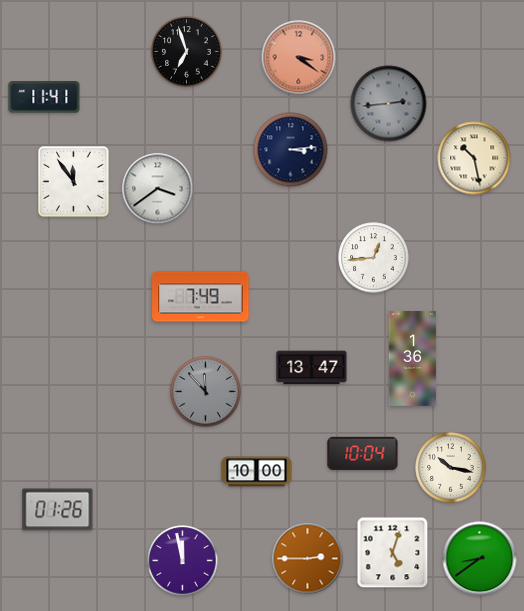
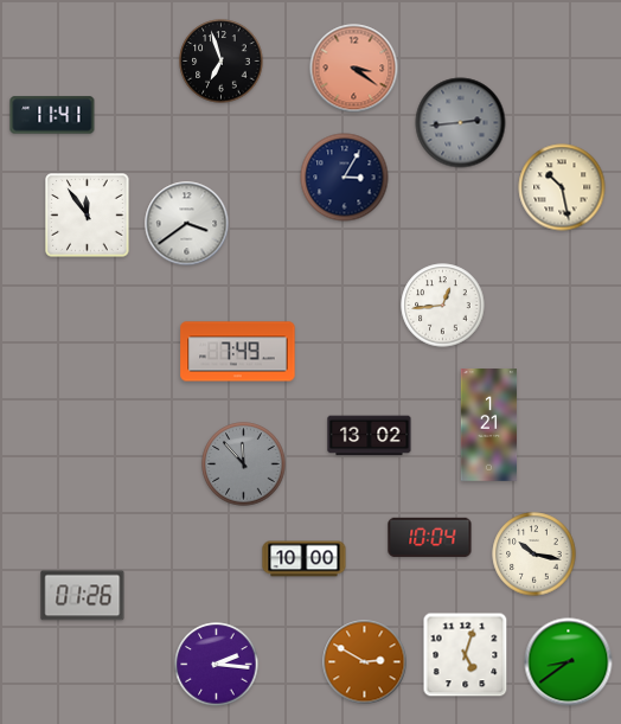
clock at (291, 150): 3:14 -> 3:05
clock at (413, 359): 1:36 -> 1:21
clock at (312, 368): 13:47 -> 13:02
clock at (58, 510) position: (58, 510) -> (83, 596)
clock at (308, 559): 2:45 -> 2:50
clock at (183, 561): 11:58 -> 2:16
